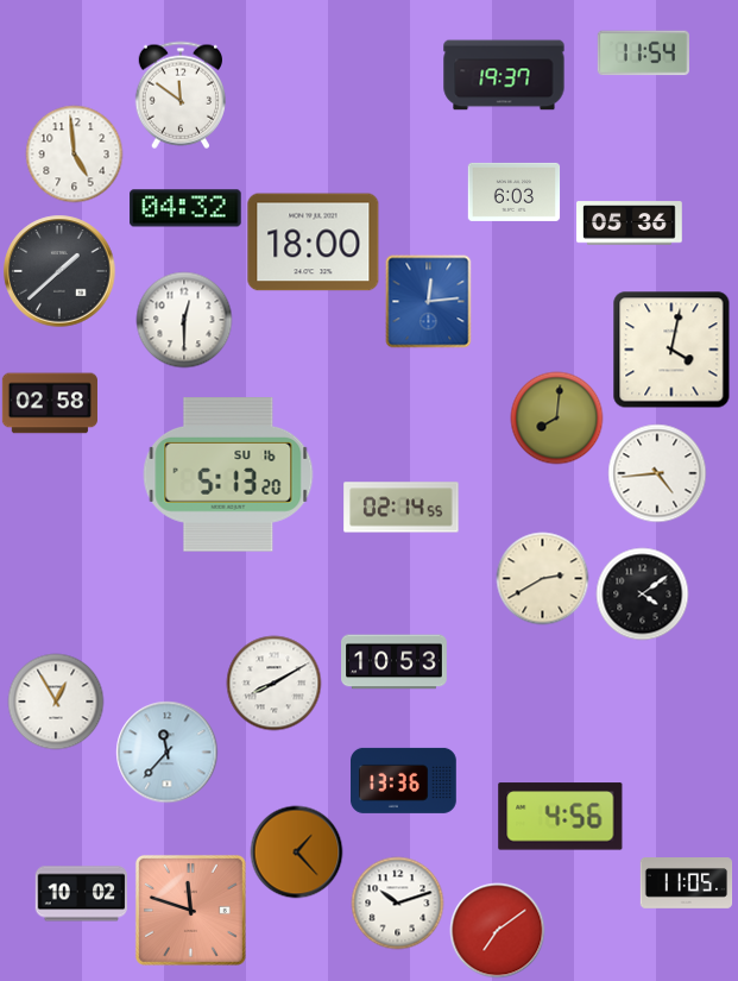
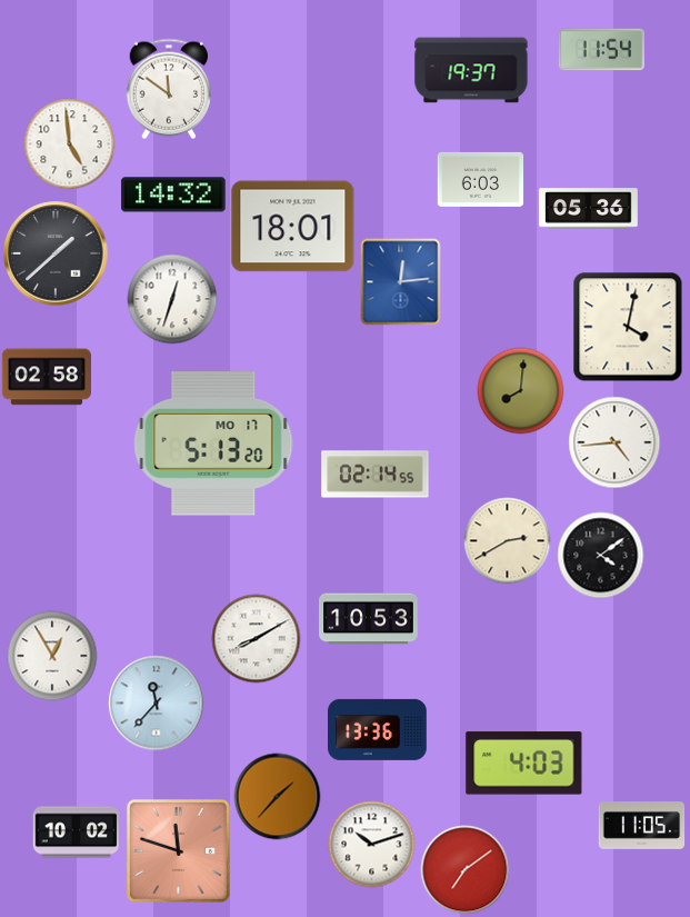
clock at (185, 208): 04:32 -> 14:32
clock at (314, 243): 18:00 -> 18:01
clock at (184, 320): 12:30 -> 12:33
clock at (228, 476) date: SU 16 -> MO 17
clock at (561, 817): 4:56 -> 4:03
clock at (296, 851): 1:23 -> 1:37
clock at (81, 894) position: (81, 894) -> (76, 833)
